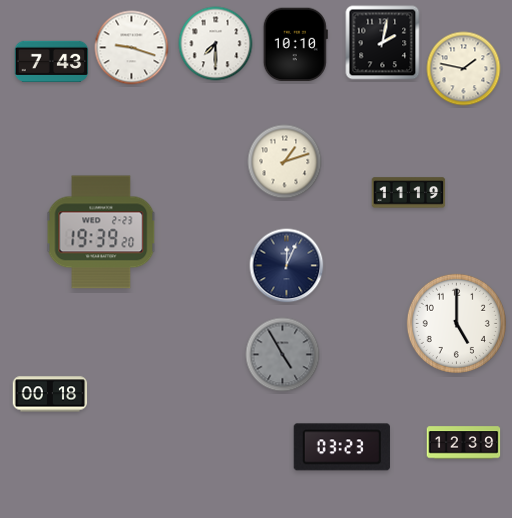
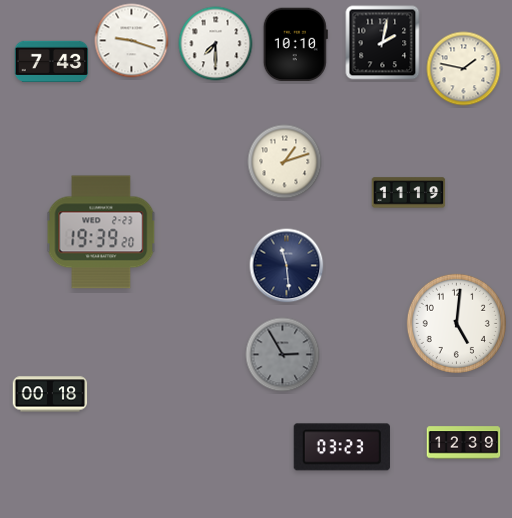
clock at (132, 48) position: (132, 48) -> (132, 41)
clock at (287, 266): 12:04 -> 11:29
clock at (456, 323): 5:00 -> 5:01
clock at (283, 355): 4:55 -> 2:55
